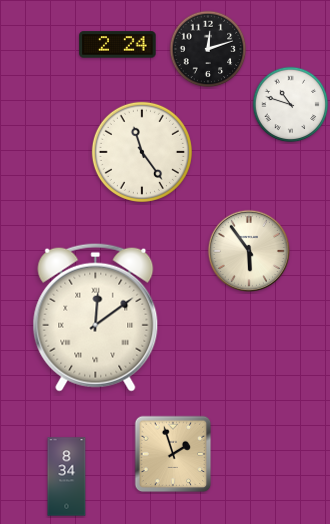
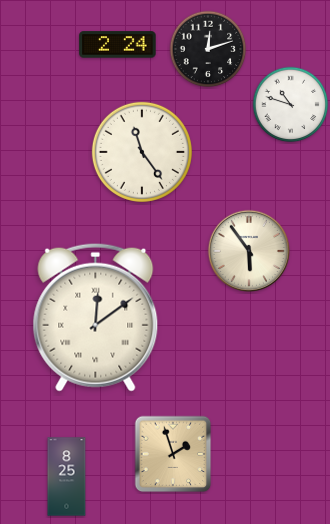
clock at (67, 477): 8:34 -> 8:25
